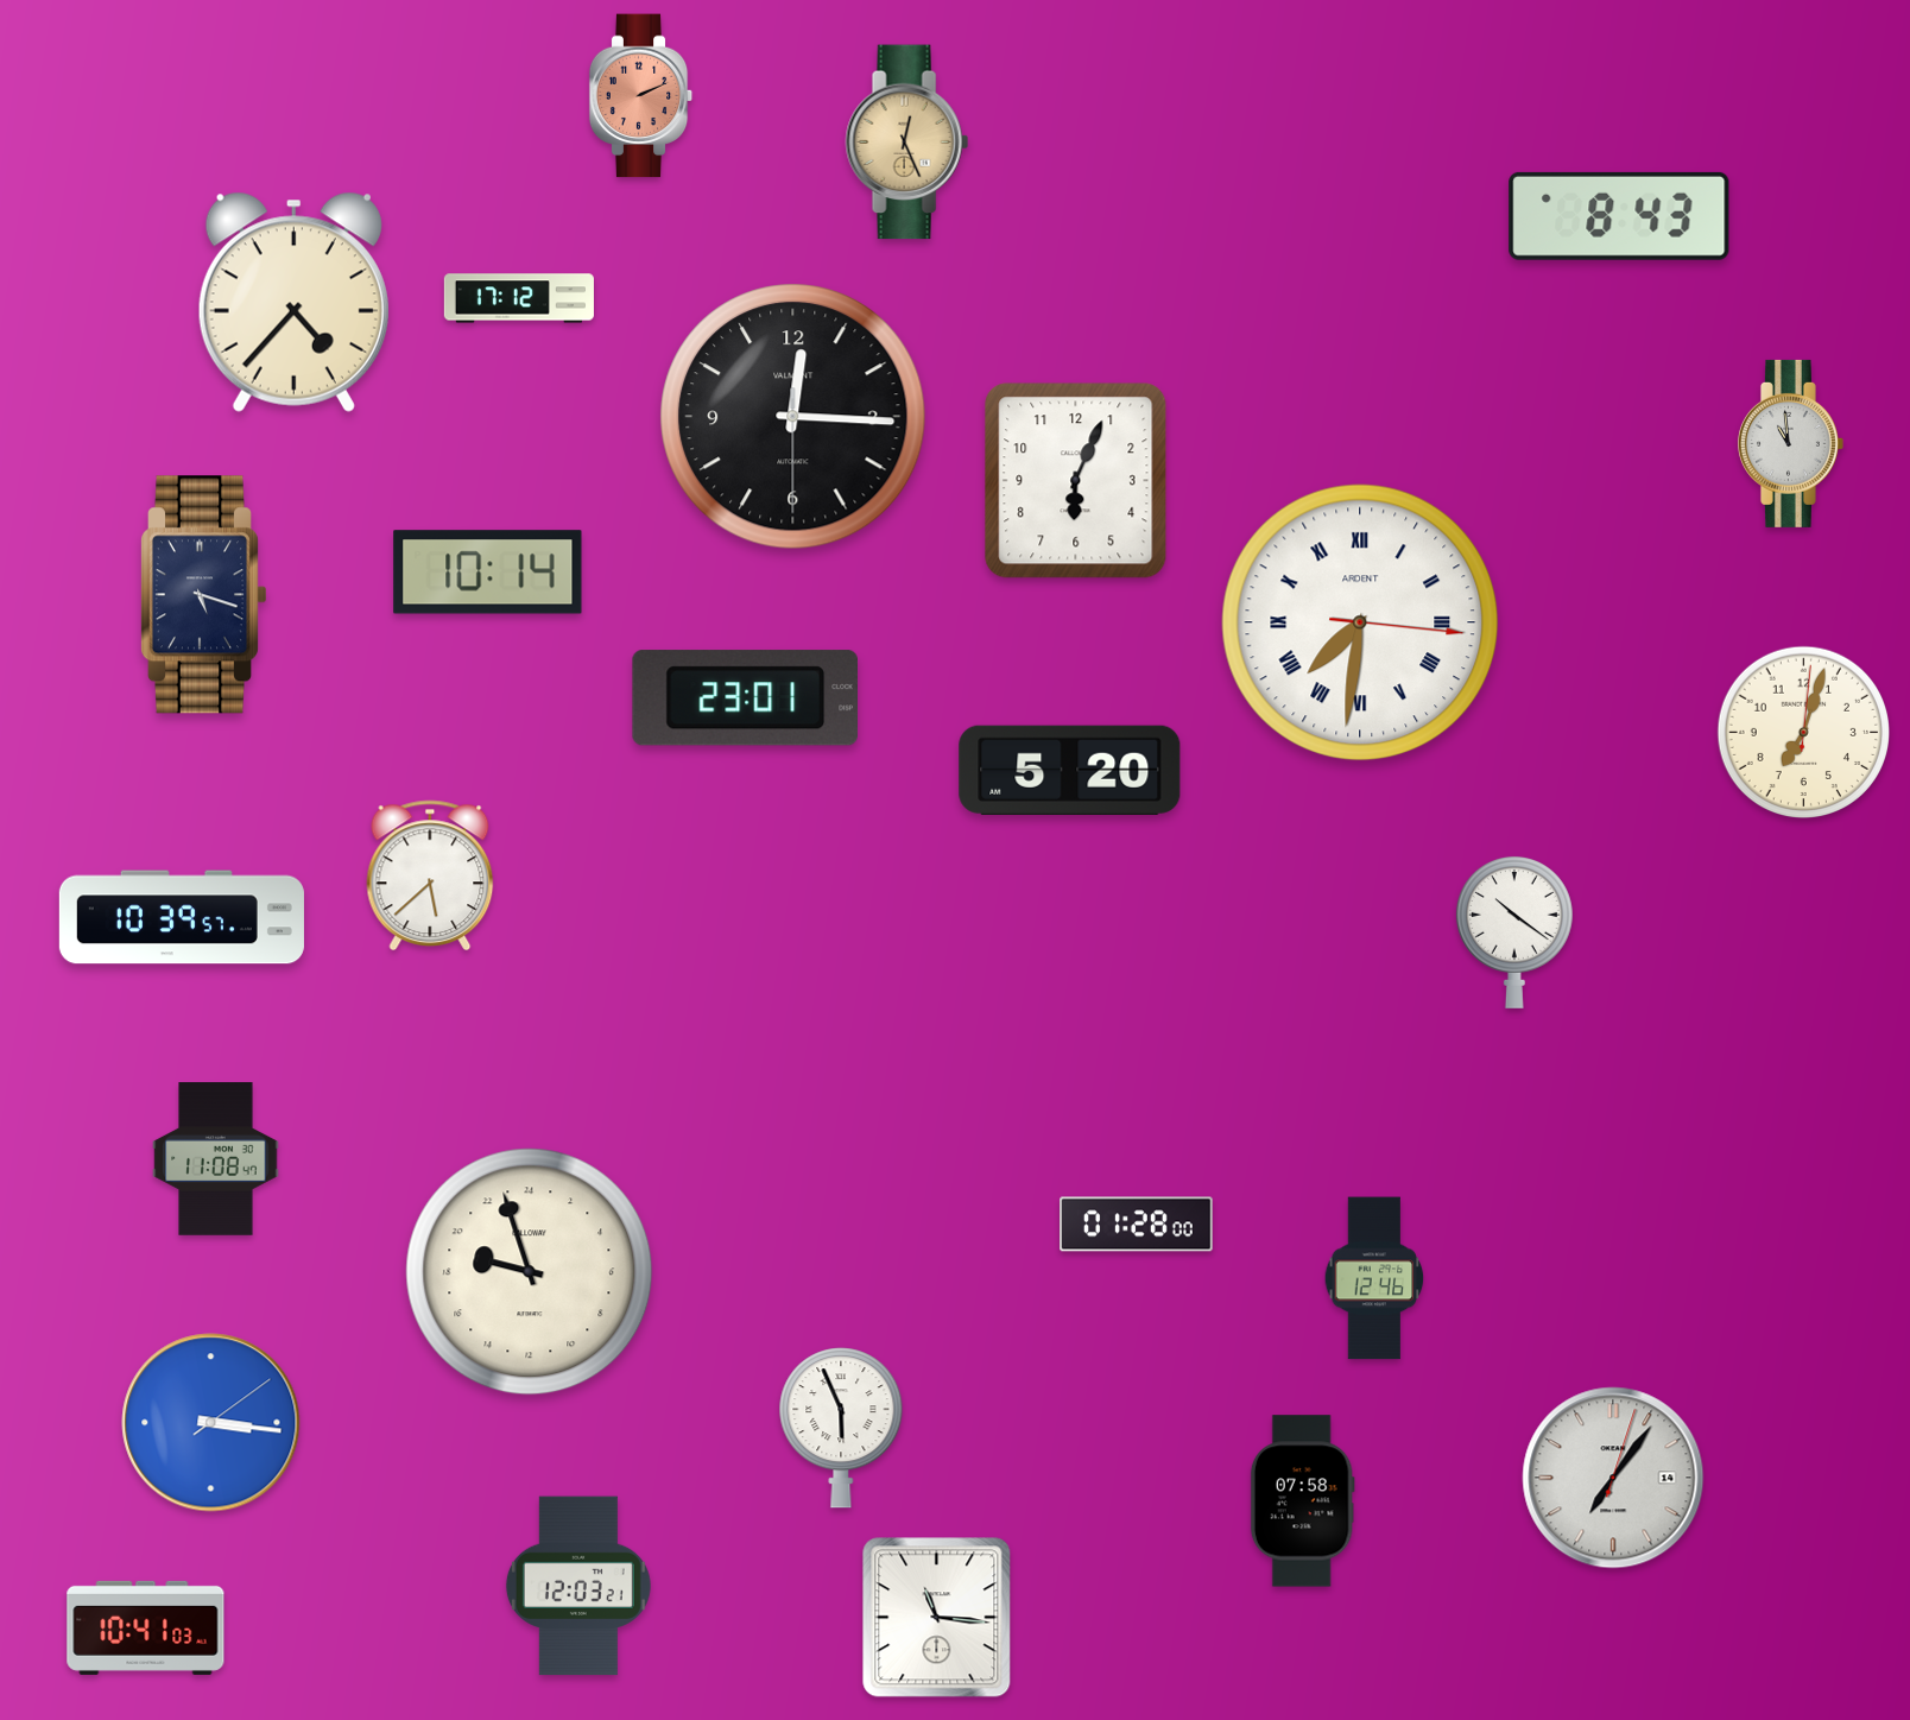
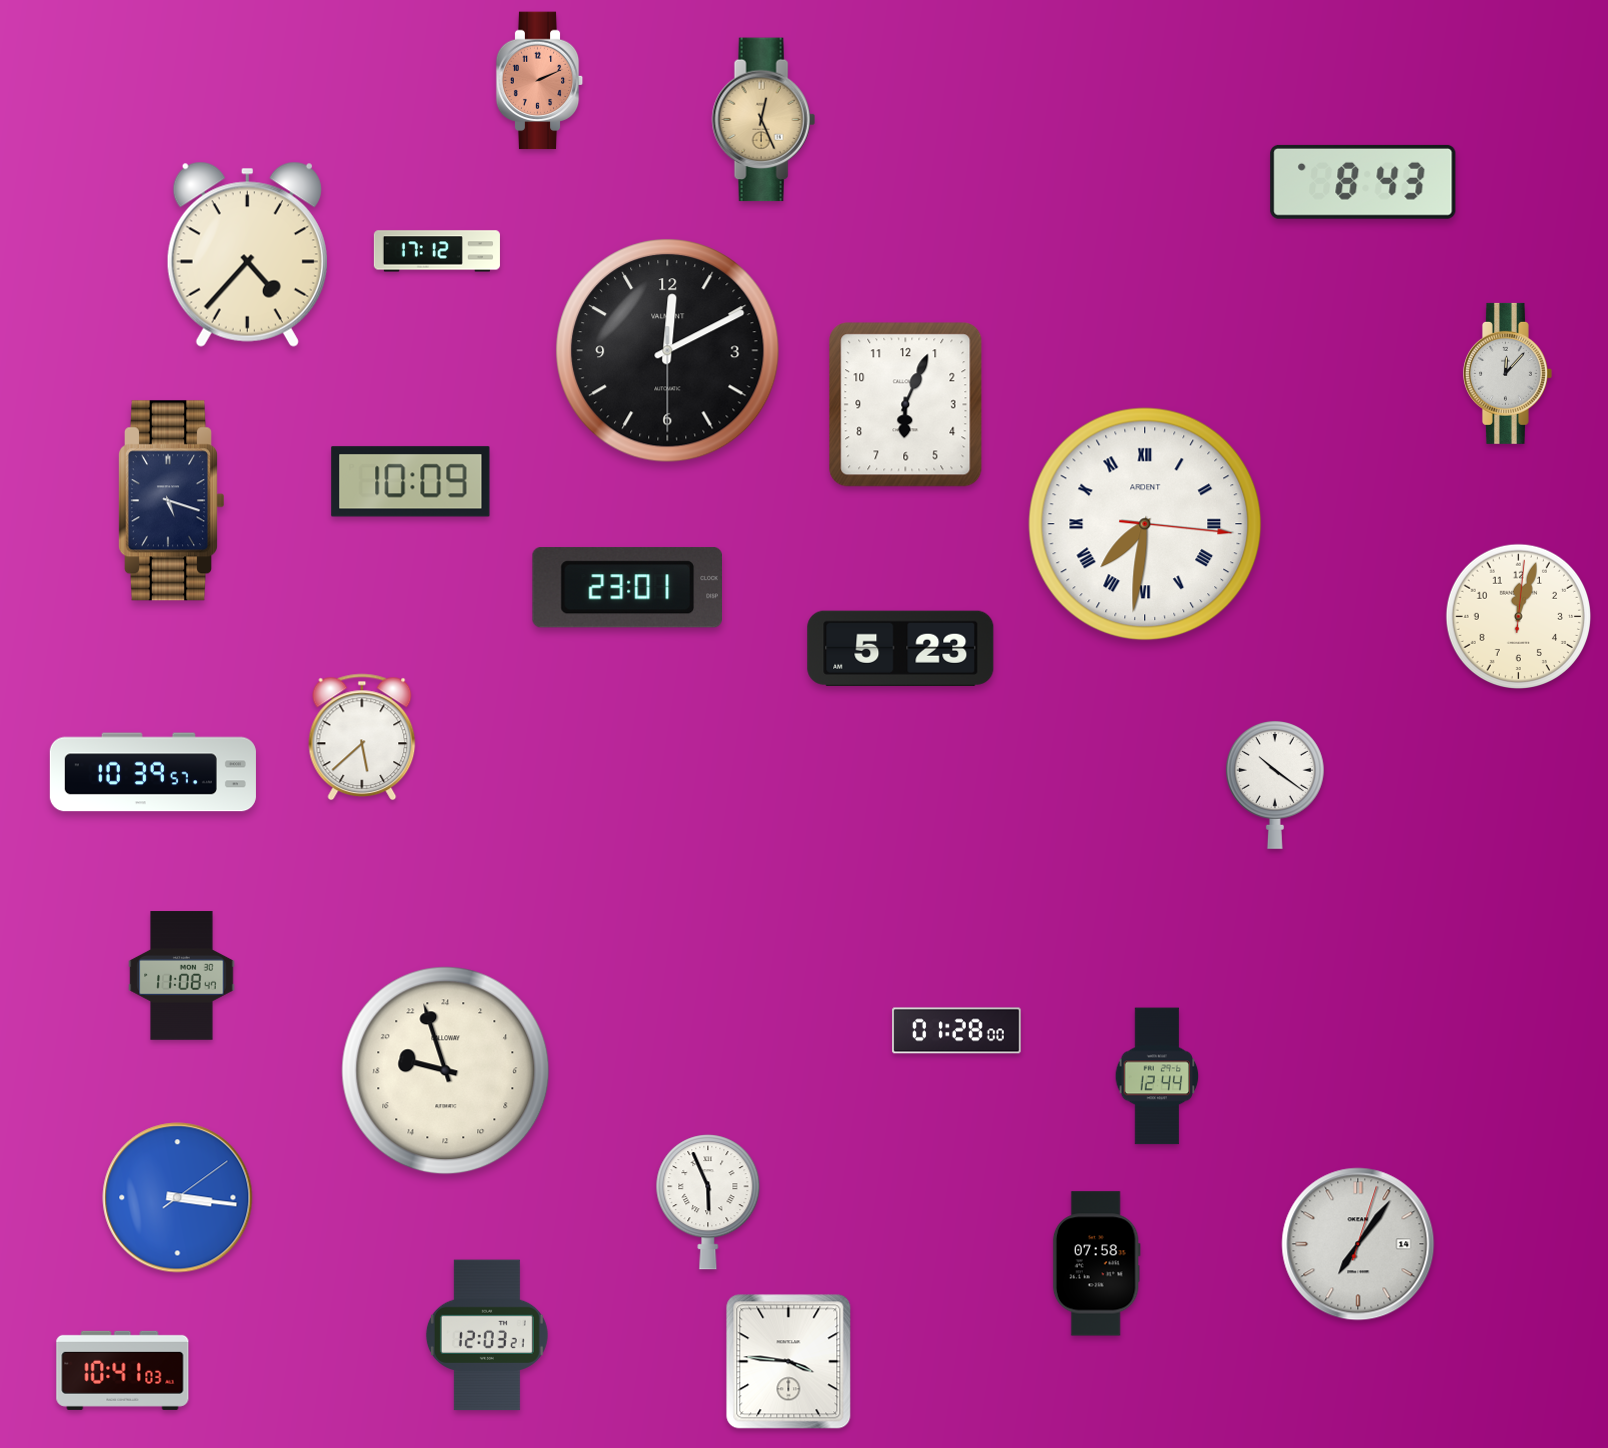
clock at (793, 417): 12:15 -> 12:10
clock at (1790, 443): 10:59 -> 12:07
clock at (488, 573): 10:14 -> 10:09
clock at (1804, 733): 7:03 -> 12:03
clock at (1070, 770): 5:20 -> 5:23
clock at (1374, 1278): 12:46 -> 12:44
clock at (937, 1618): 11:16 -> 3:46
